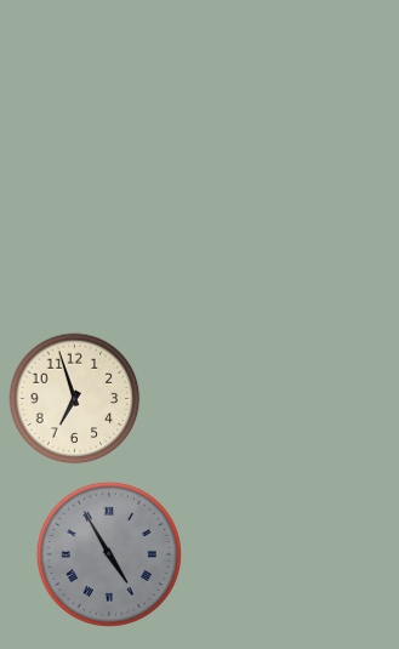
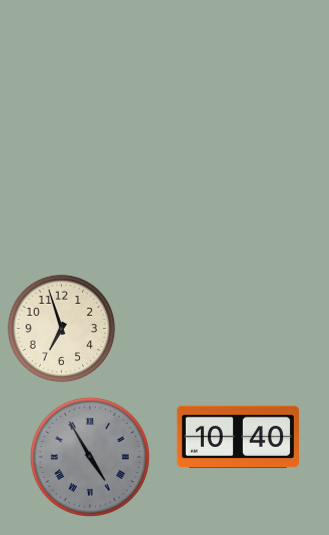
clock at (237, 437): none -> 10:40
